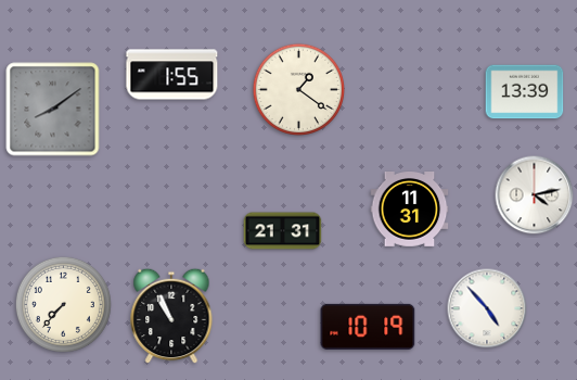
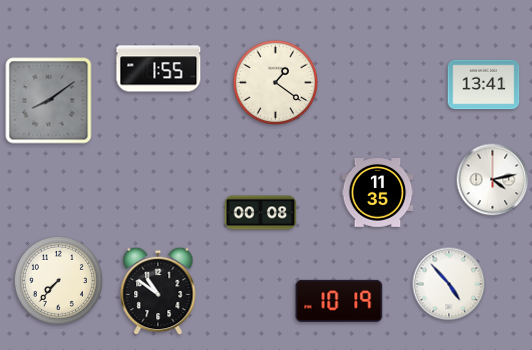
clock at (525, 92): 13:39 -> 13:41
clock at (410, 210): 11:31 -> 11:35
clock at (283, 231): 21:31 -> 00:08
clock at (171, 316): 10:56 -> 10:51
